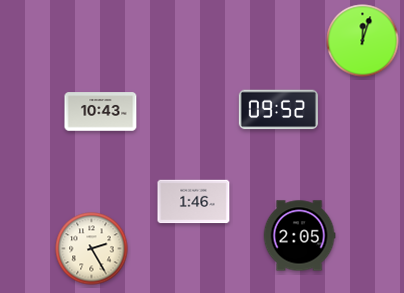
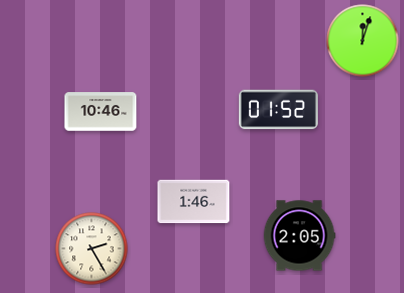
clock at (278, 110): 09:52 -> 01:52
clock at (101, 112): 10:43 -> 10:46
